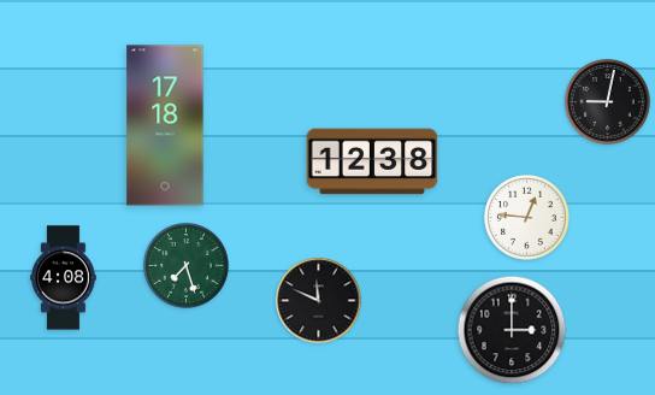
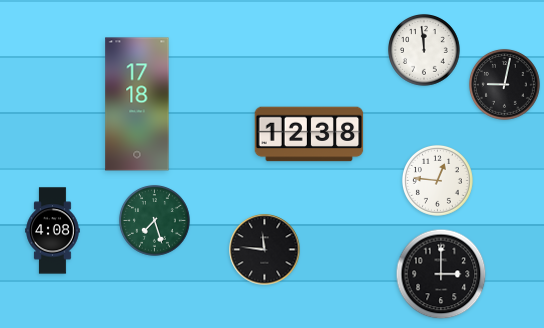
clock at (425, 51): none -> 11:59
clock at (319, 301): 11:49 -> 11:46
clock at (512, 330) position: (512, 330) -> (441, 274)
